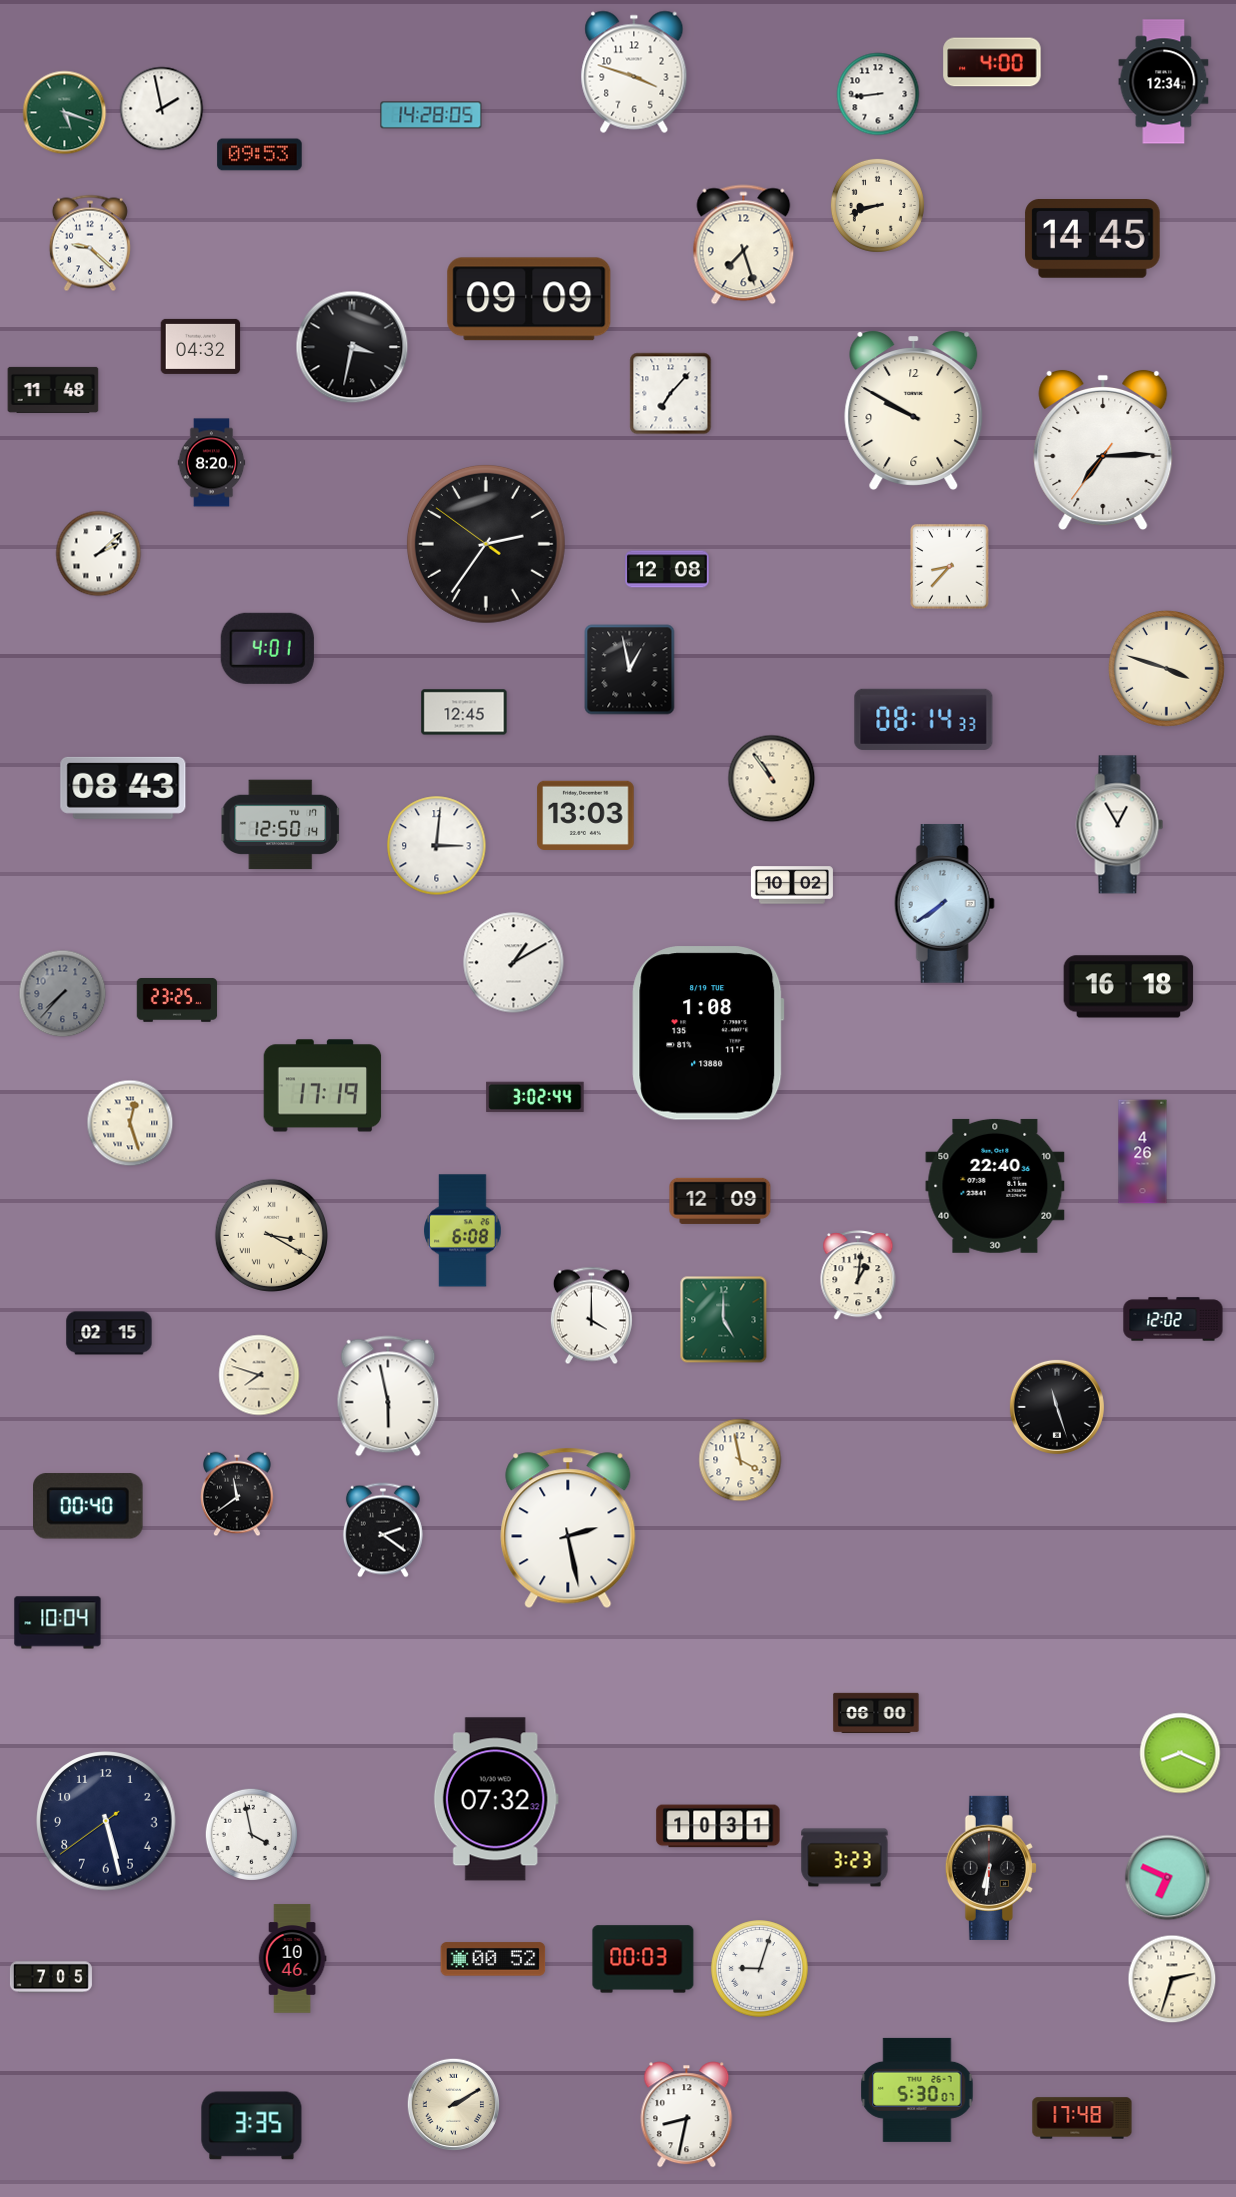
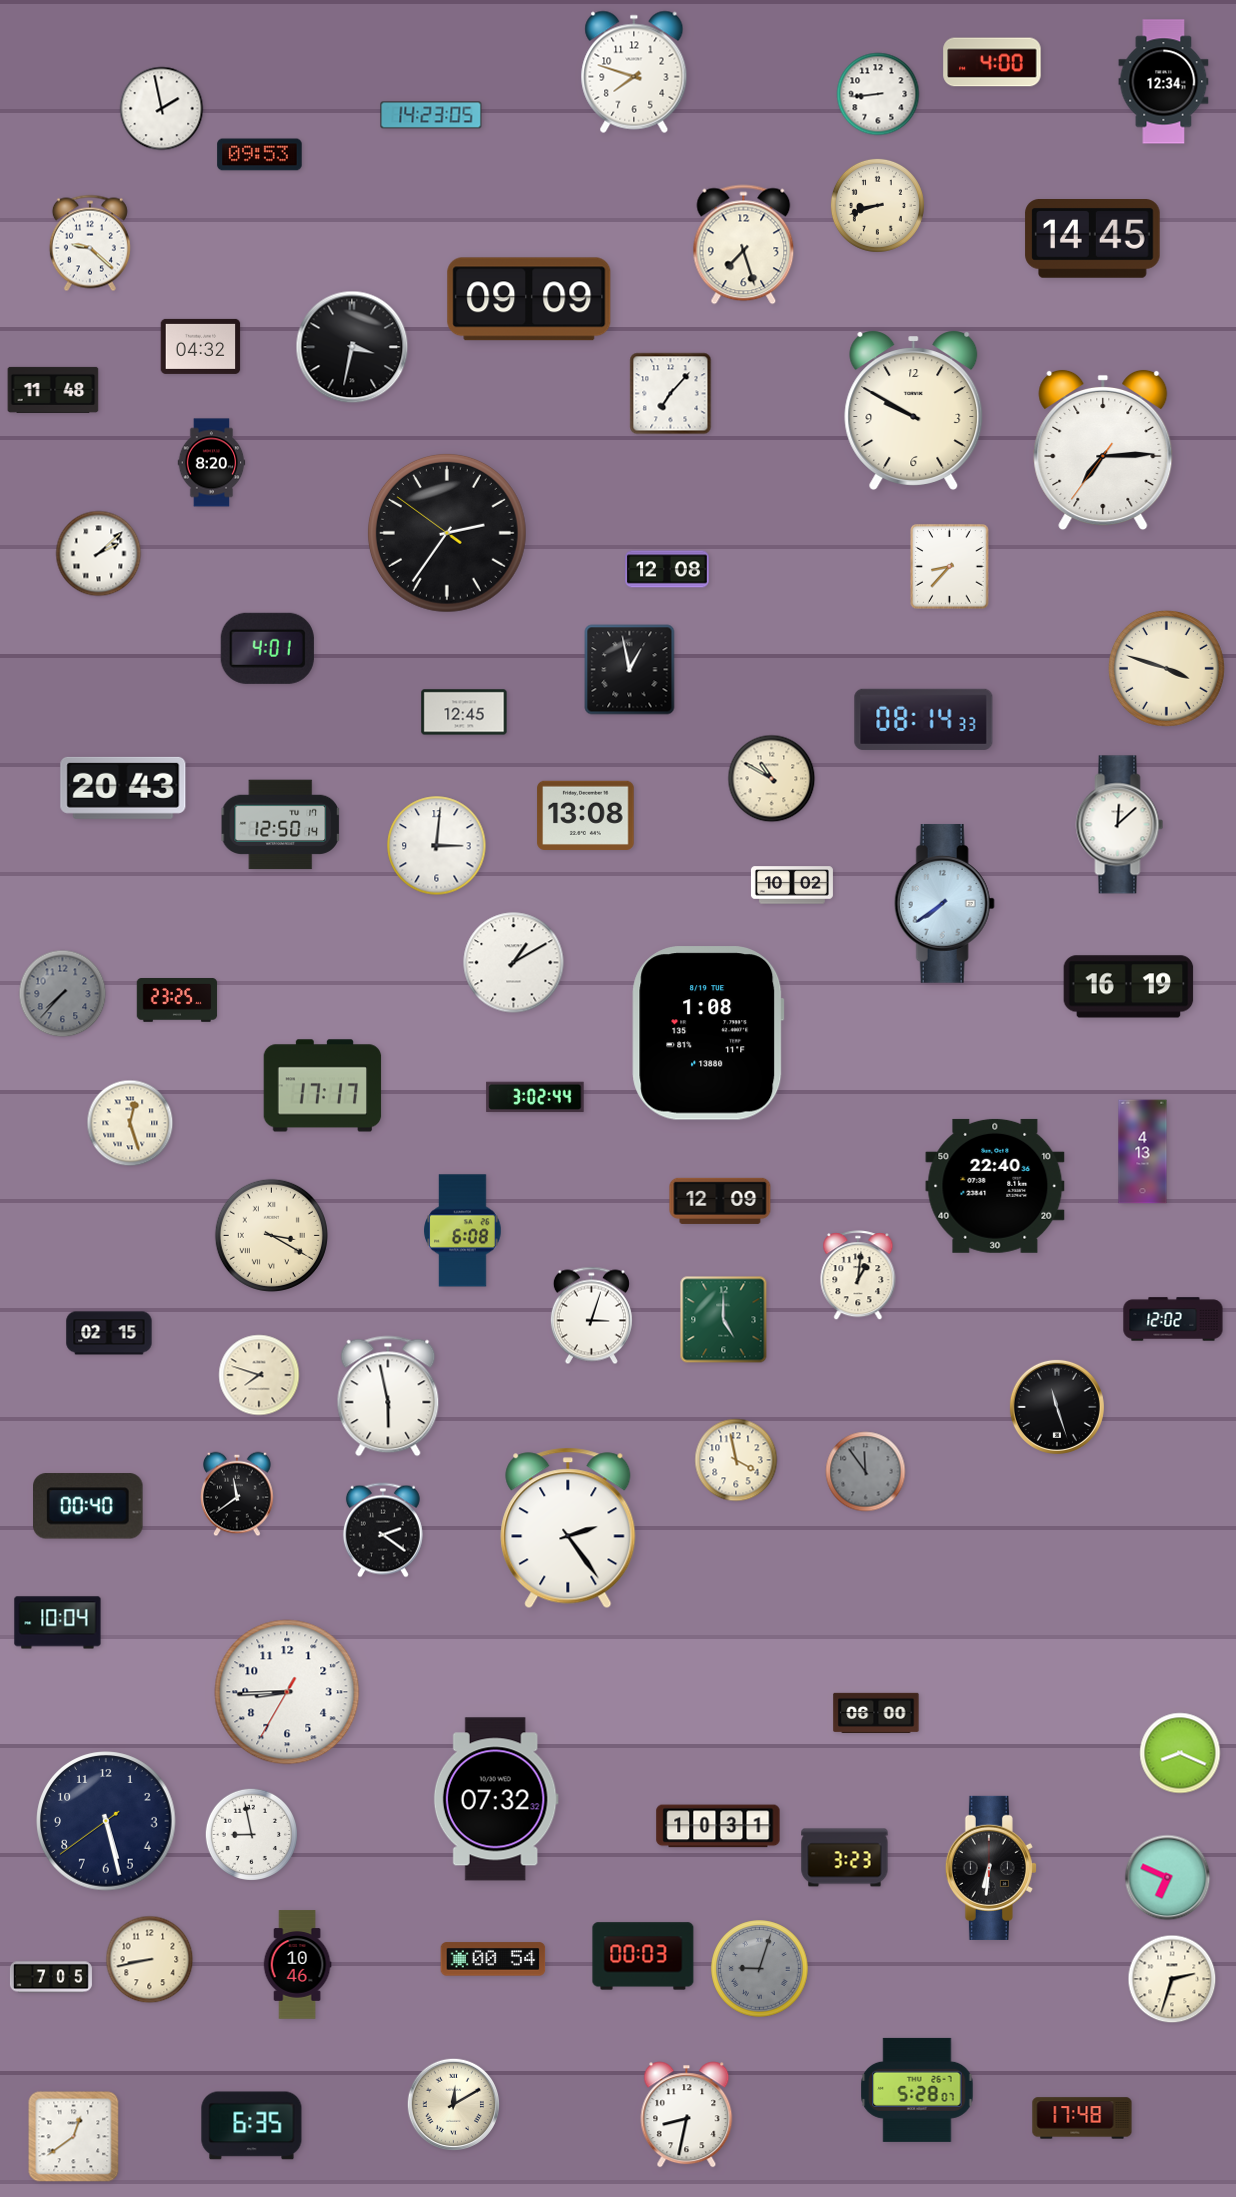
clock at (634, 72): 3:48 -> 7:48
clock at (65, 113): 5:18 -> none
clock at (431, 115): 14:28 -> 14:23
clock at (486, 544) position: (486, 544) -> (447, 533)
clock at (772, 779): 10:54 -> 10:50
clock at (123, 788): 08:43 -> 20:43
clock at (586, 815): 13:03 -> 13:08
clock at (1120, 825): 12:55 -> 12:08
clock at (1129, 987): 16:18 -> 16:19
clock at (323, 1086): 17:19 -> 17:17
clock at (1143, 1152): 4:26 -> 4:13
clock at (591, 1316): 4:00 -> 3:03
clock at (740, 1460) position: (740, 1460) -> (736, 1460)
clock at (866, 1472): none -> 11:54
clock at (568, 1528): 2:28 -> 2:24
clock at (287, 1692): none -> 8:44
clock at (251, 1834): 3:58 -> 8:58
clock at (292, 1959) position: (292, 1959) -> (297, 1965)
clock at (493, 1959): 00:52 -> 00:54
clock at (643, 1959) position: (643, 1959) -> (643, 1956)
clock at (150, 1960): none -> 8:43
clock at (760, 1969) dial: white -> grey
clock at (917, 2090): 5:30 -> 5:28
clock at (453, 2104): 2:10 -> 12:10
clock at (252, 2126): 3:35 -> 6:35
clock at (74, 2137): none -> 12:39
